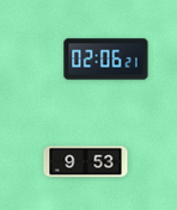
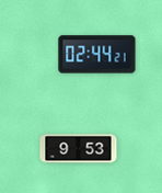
clock at (106, 60): 02:06 -> 02:44
